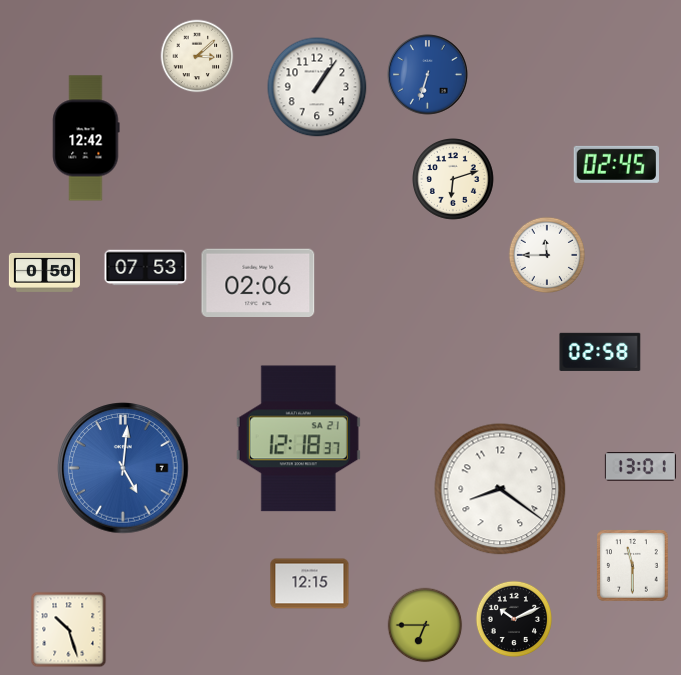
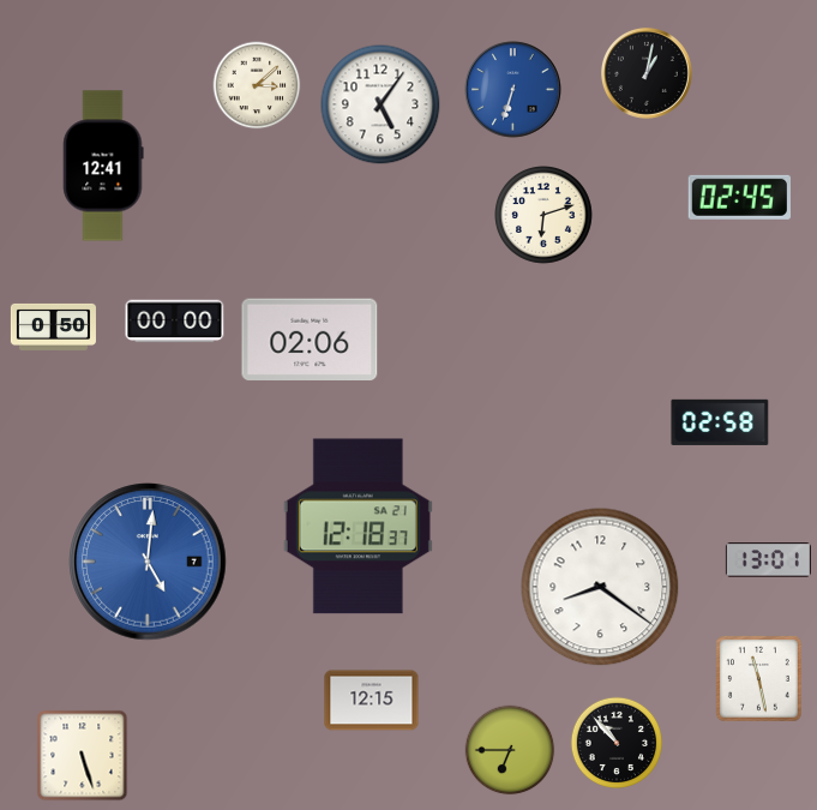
clock at (197, 56) position: (197, 56) -> (257, 85)
clock at (647, 73): none -> 1:02
clock at (317, 87): 1:06 -> 5:06
clock at (86, 138): 12:42 -> 12:41
clock at (546, 254): 11:45 -> none
clock at (146, 268): 07:53 -> 00:00
clock at (633, 566): 11:30 -> 11:28
clock at (513, 618): 10:11 -> 10:53
clock at (69, 630): 10:27 -> 5:27
